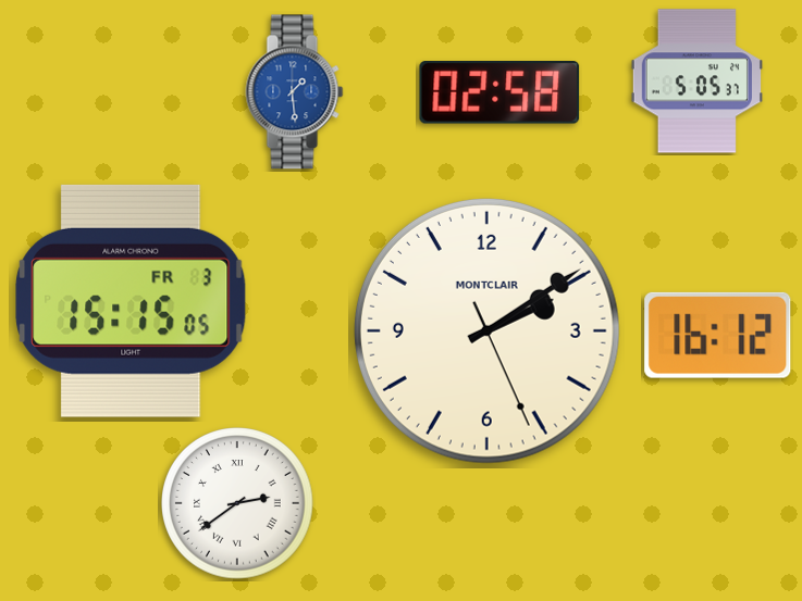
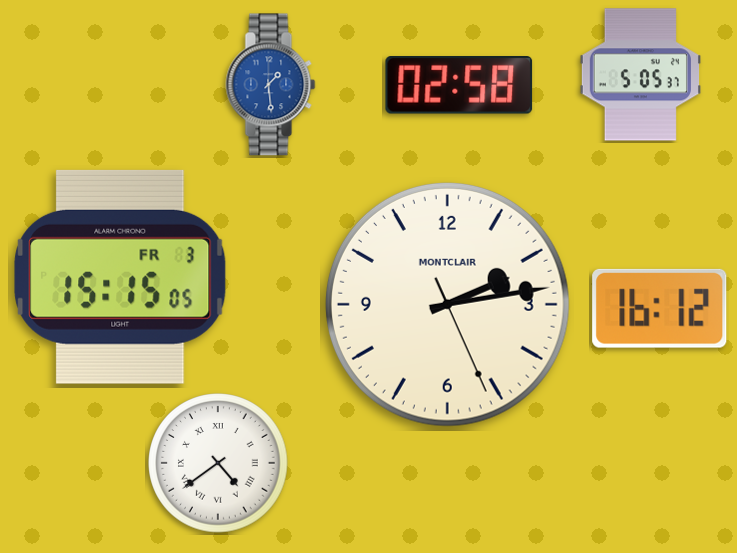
clock at (486, 330): 2:09 -> 2:13
clock at (237, 503): 2:39 -> 4:39
